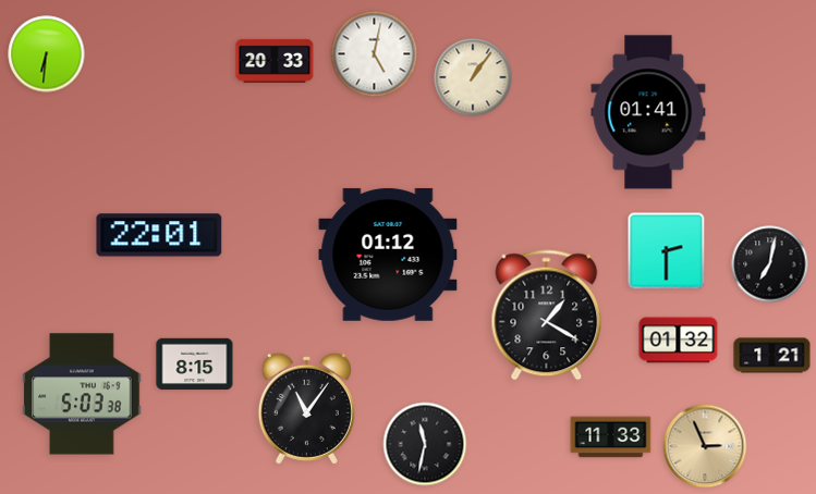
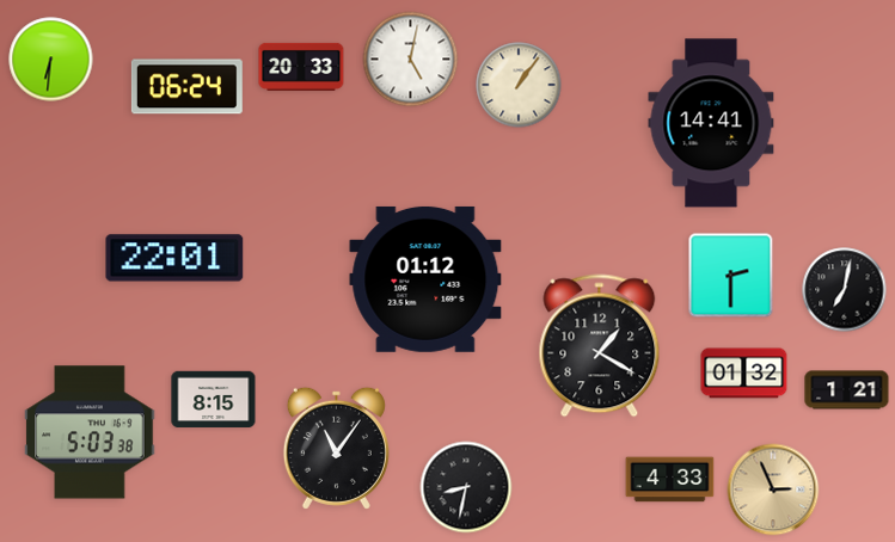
clock at (186, 87): none -> 06:24
clock at (648, 112): 01:41 -> 14:41
clock at (611, 437): 11:33 -> 4:33
clock at (425, 444): 11:32 -> 8:32
